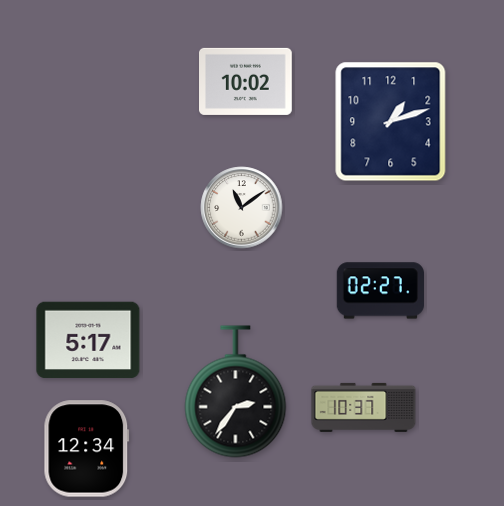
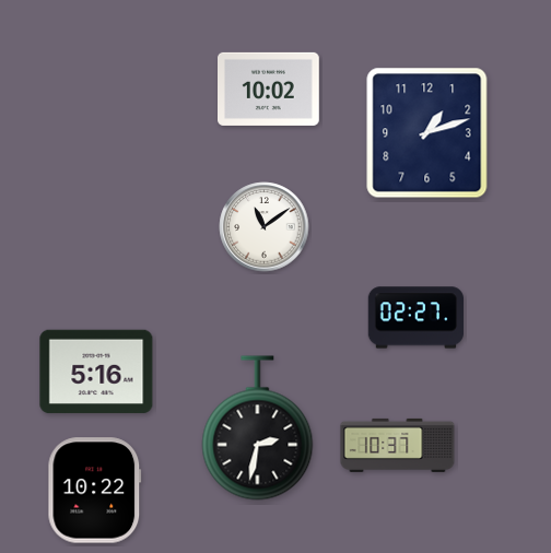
clock at (88, 340): 5:17 -> 5:16
clock at (236, 392): 2:36 -> 2:32
clock at (87, 449): 12:34 -> 10:22
